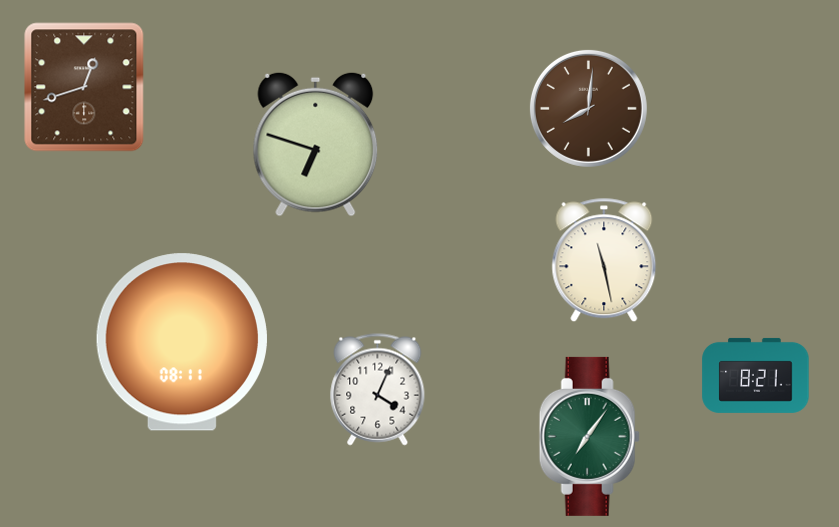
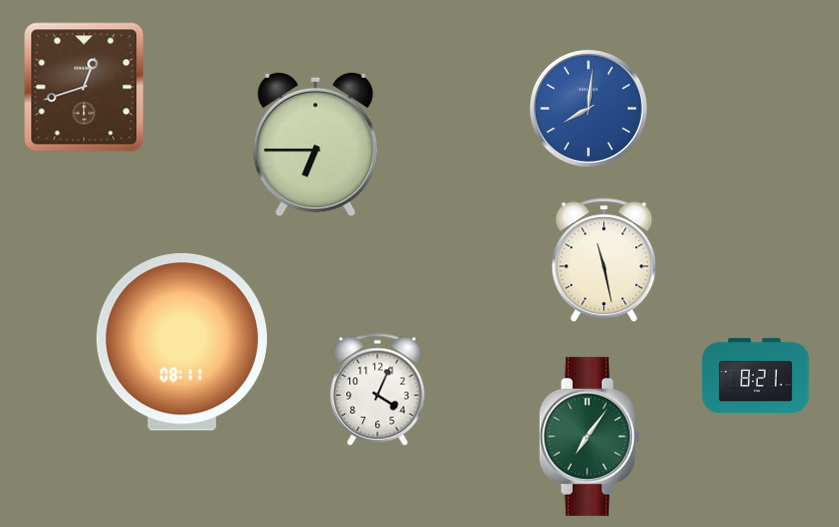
clock at (588, 108) dial: brown -> blue
clock at (316, 144): 6:48 -> 6:45
